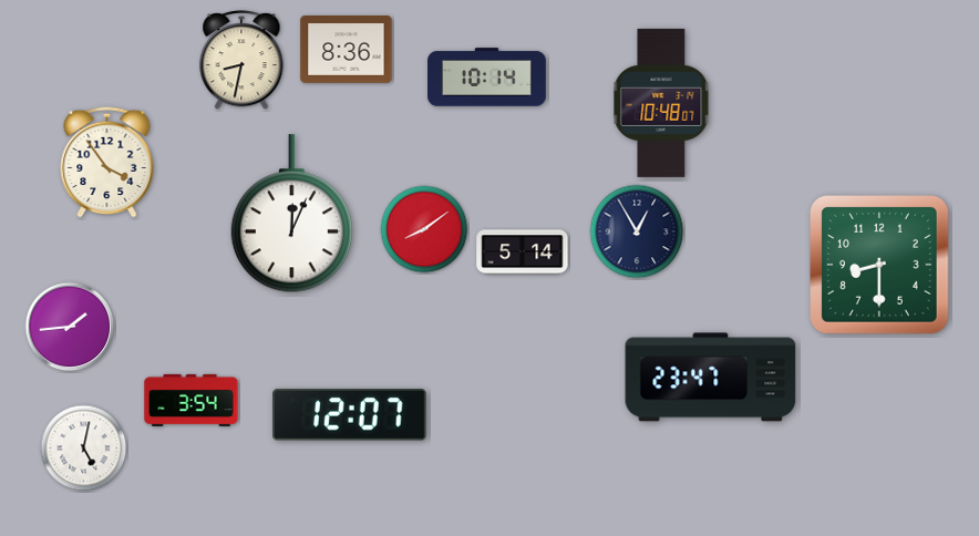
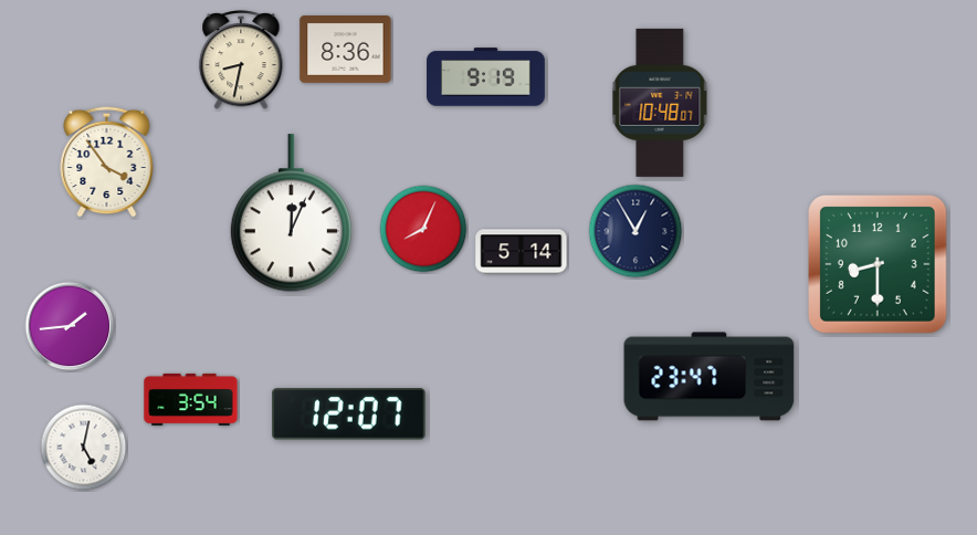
clock at (487, 78): 10:14 -> 9:19
clock at (424, 229): 8:09 -> 8:04
